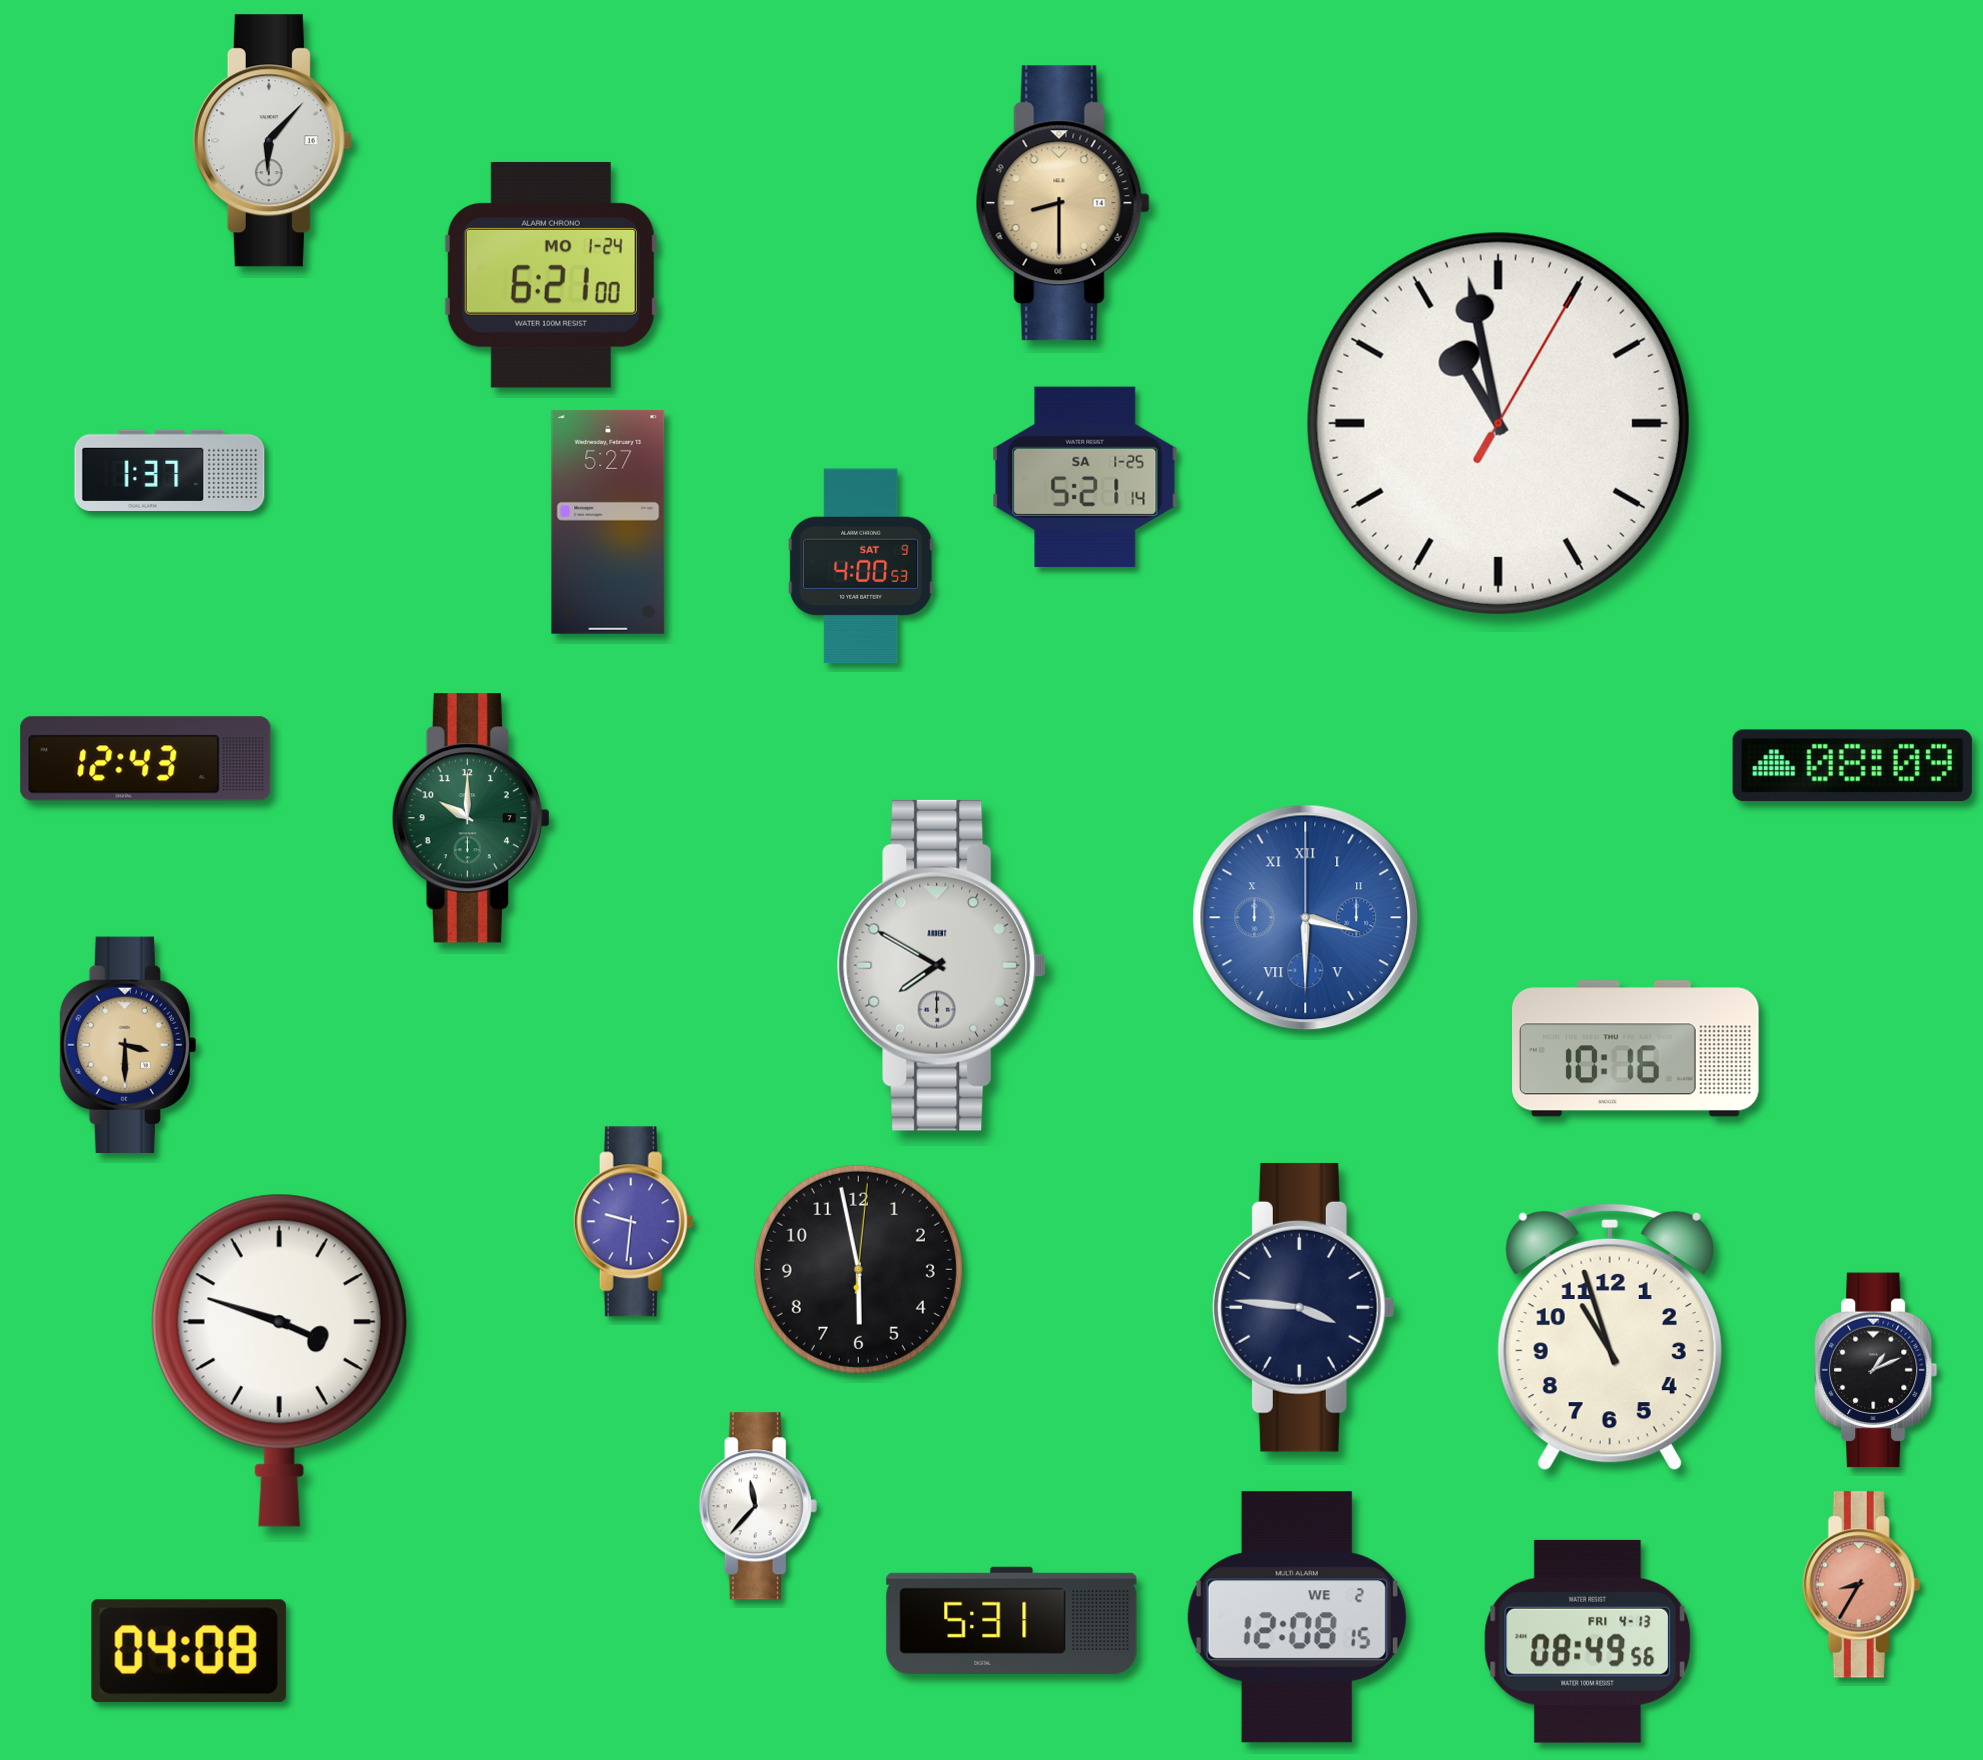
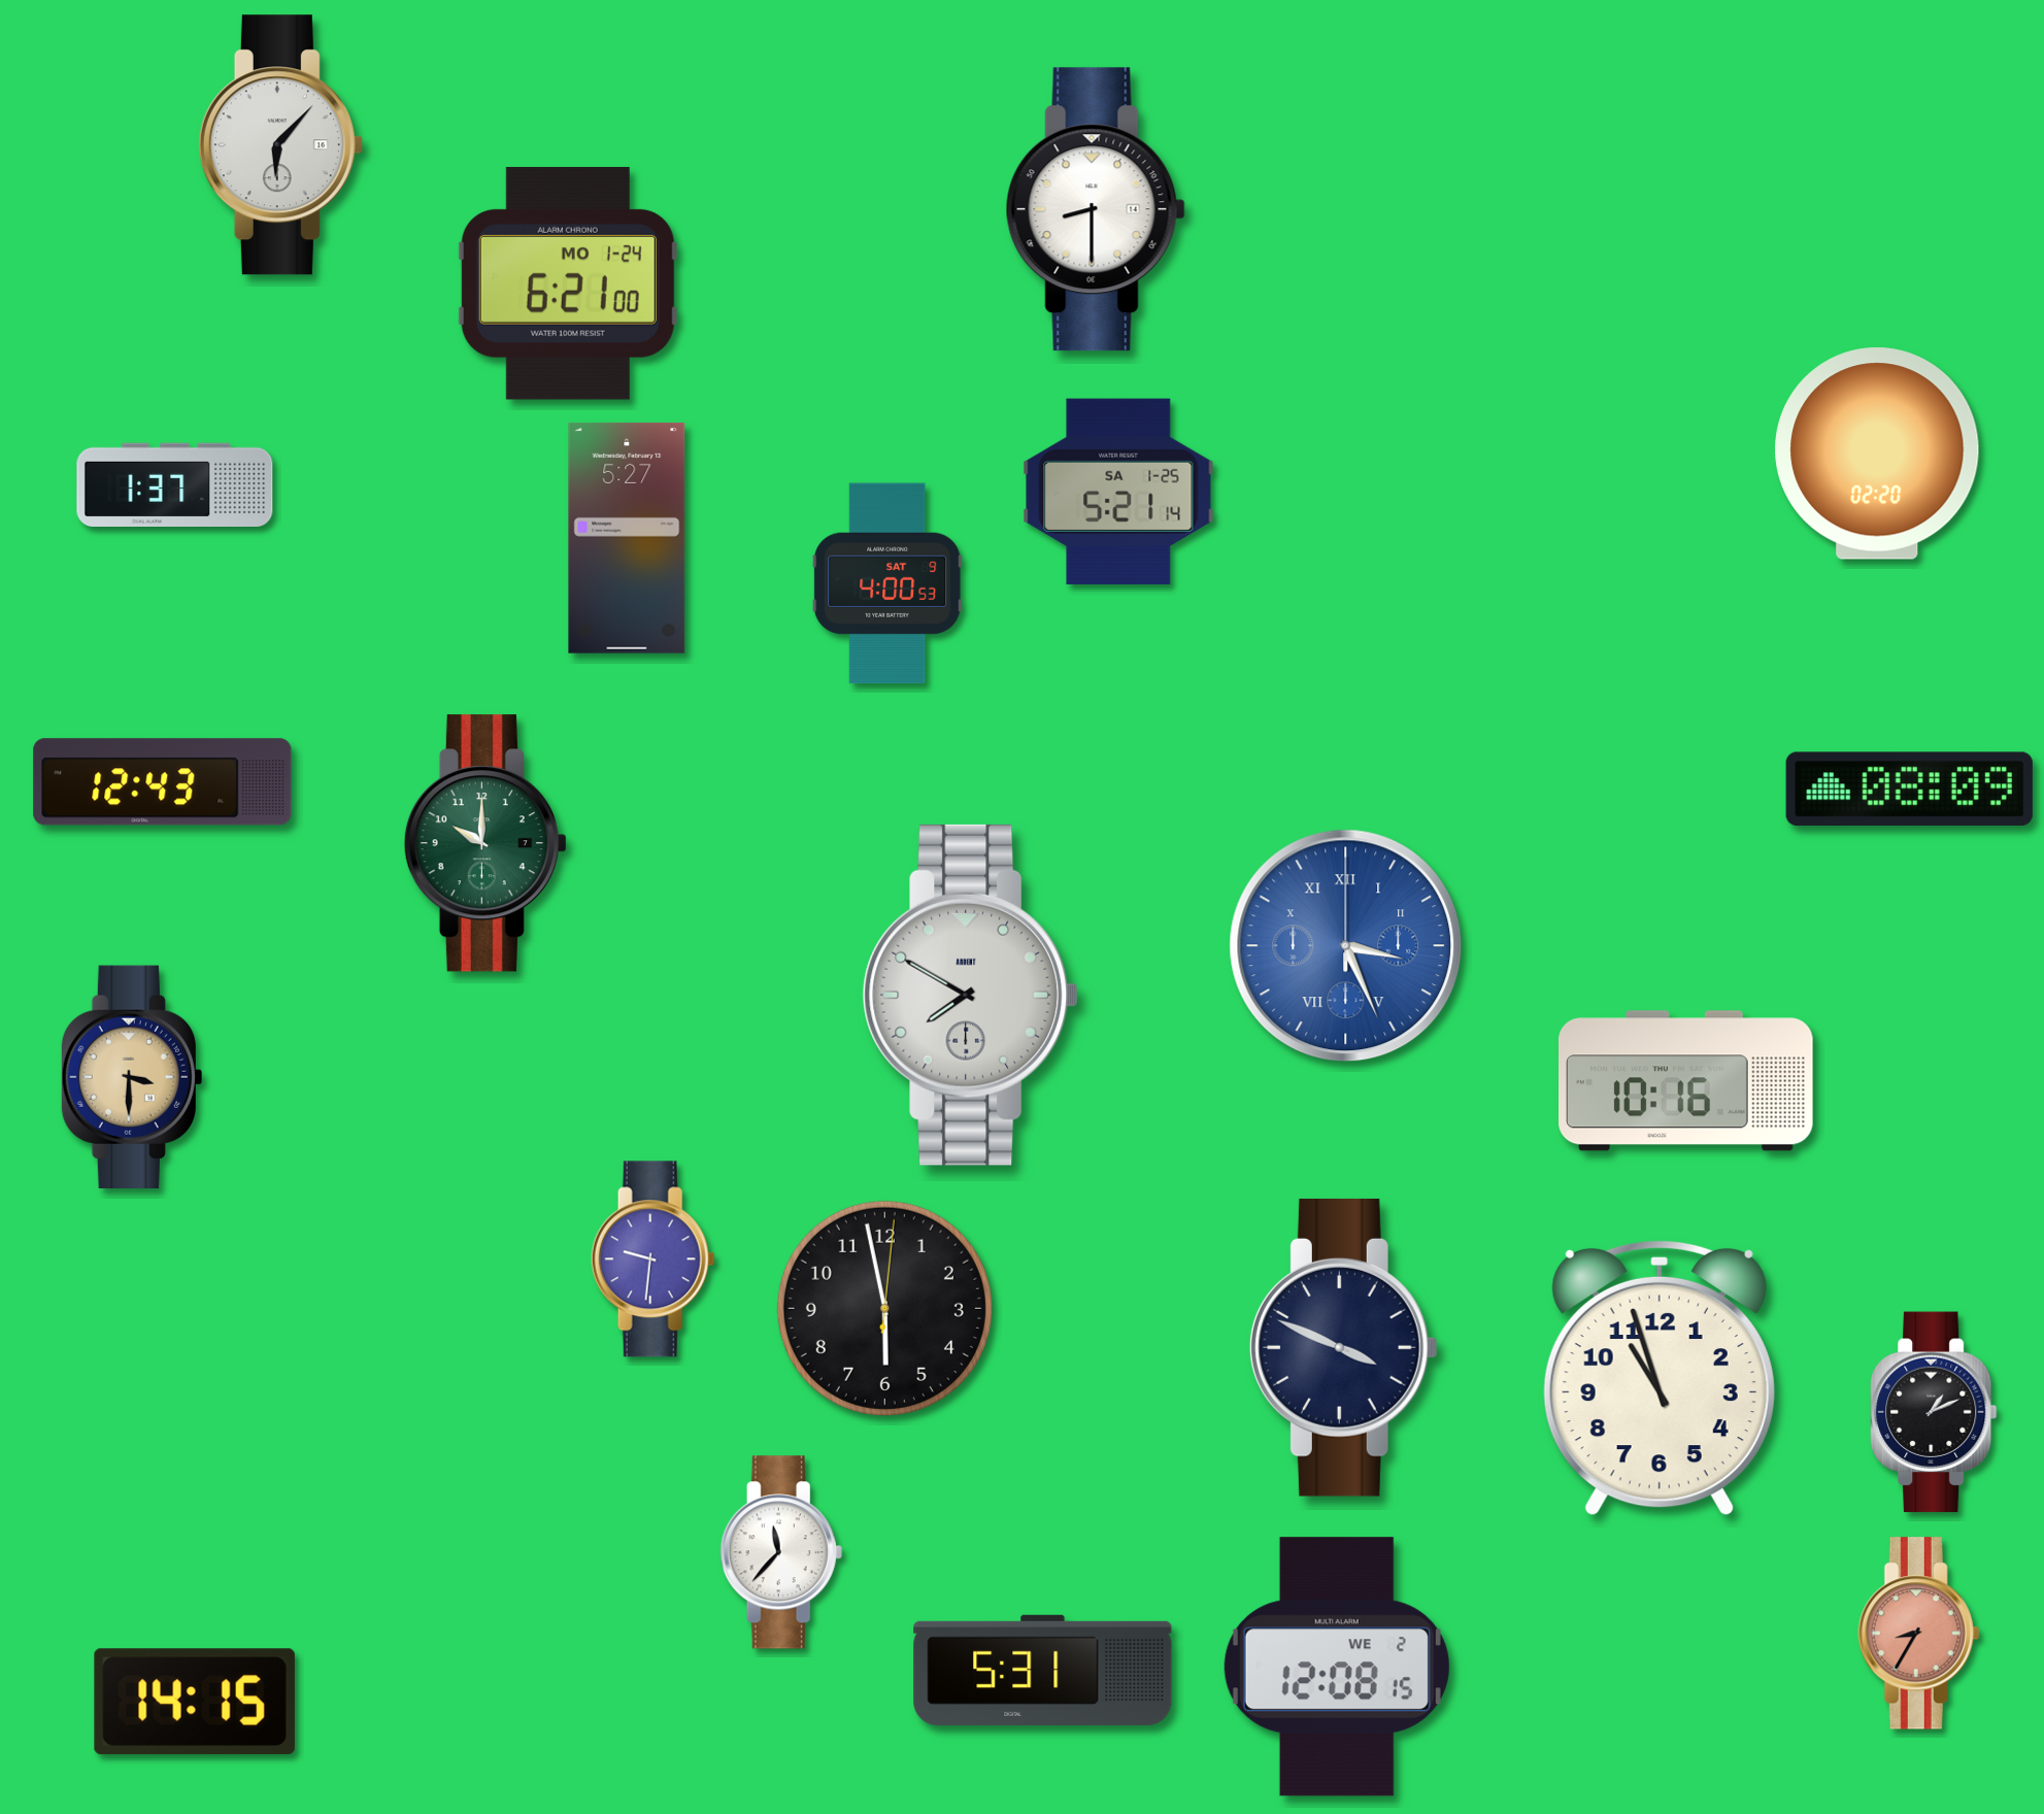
clock at (1063, 203) dial: champagne -> white
clock at (1498, 423): 10:58 -> none
clock at (1877, 454): none -> 02:20
clock at (146, 759) position: (146, 759) -> (163, 782)
clock at (1306, 918): 3:30 -> 3:26
clock at (1303, 1307): 3:46 -> 3:49
clock at (279, 1360): 3:48 -> none
clock at (1588, 1641): 08:49 -> none
clock at (189, 1651): 04:08 -> 14:15
